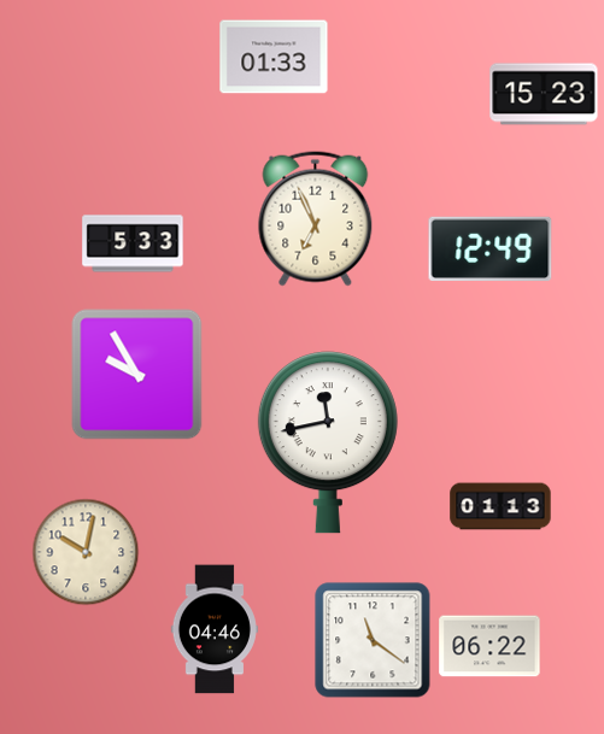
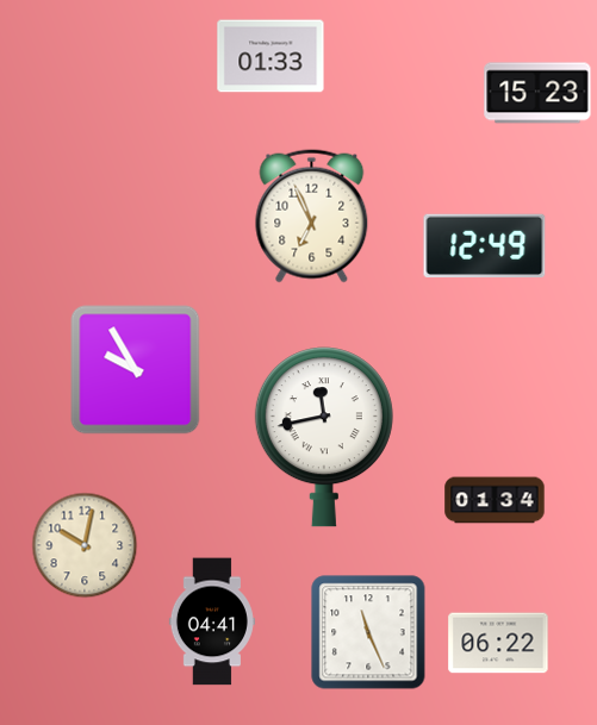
clock at (133, 243): 5:33 -> none
clock at (500, 506): 01:13 -> 01:34
clock at (215, 629): 04:46 -> 04:41
clock at (373, 640): 11:21 -> 11:26
clock at (489, 646) position: (489, 646) -> (498, 643)
